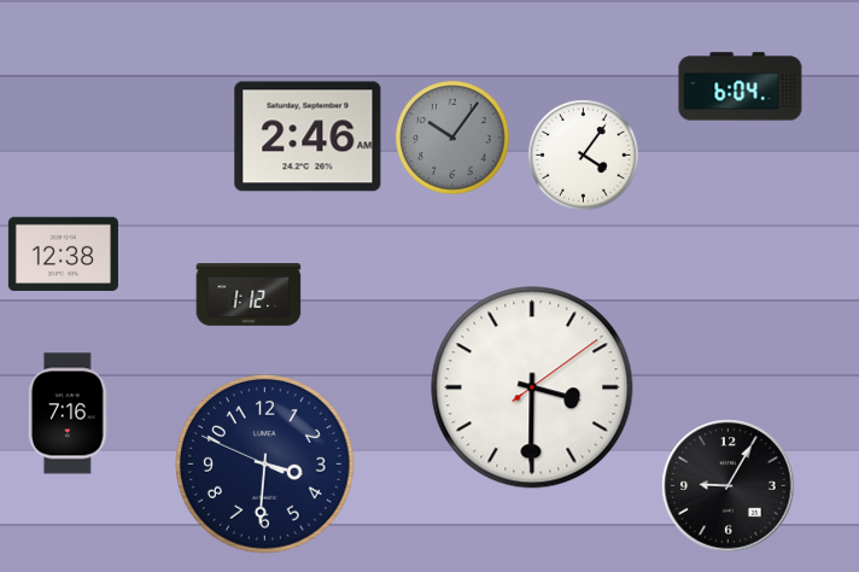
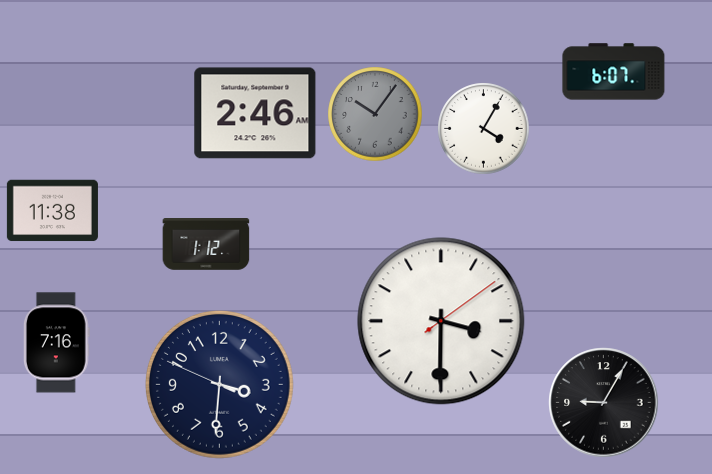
clock at (741, 87): 6:04 -> 6:07
clock at (584, 156): 4:06 -> 4:05
clock at (63, 255): 12:38 -> 11:38
